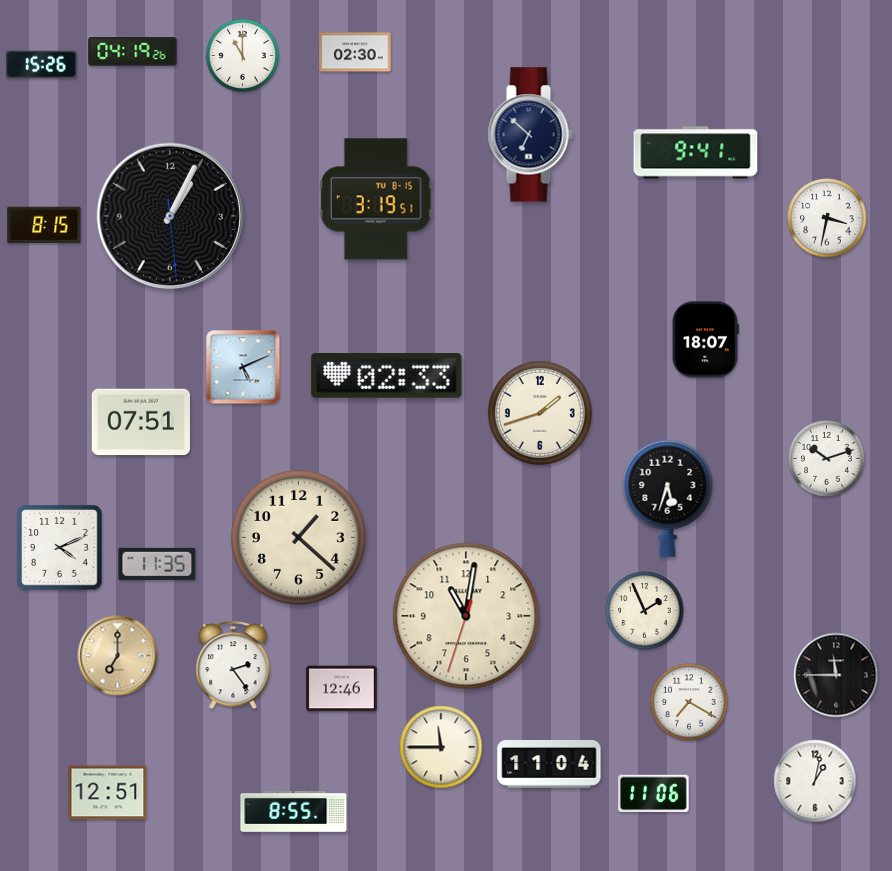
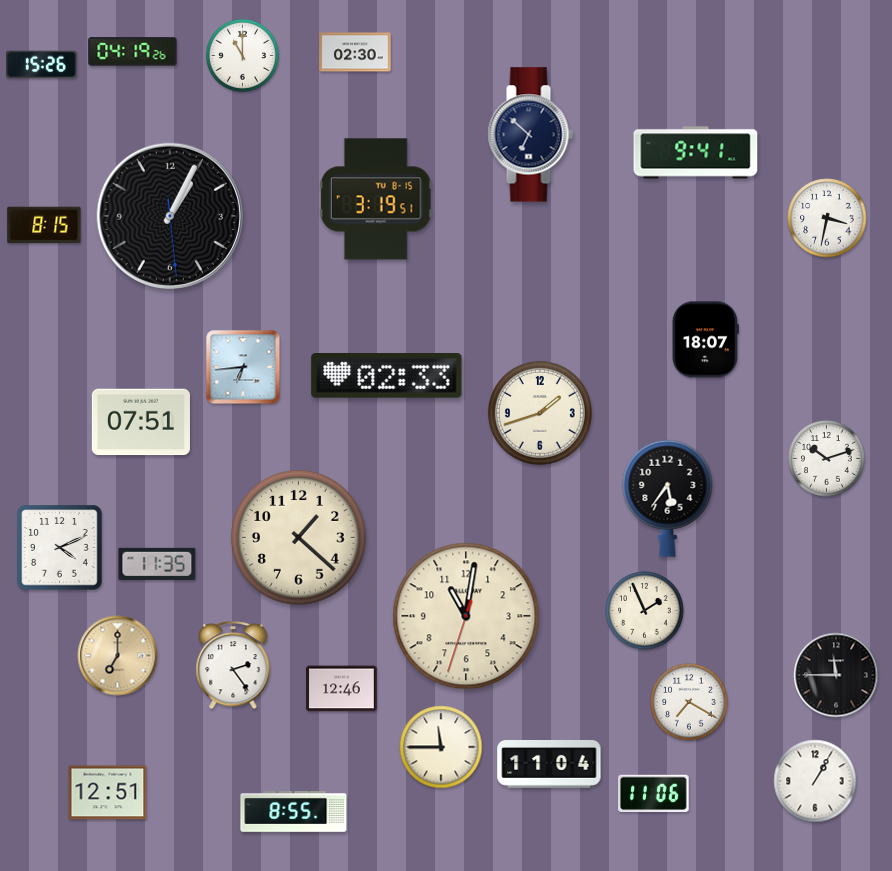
clock at (243, 367): 5:11 -> 6:44
clock at (668, 498): 5:33 -> 5:36
clock at (815, 781): 1:02 -> 1:05
